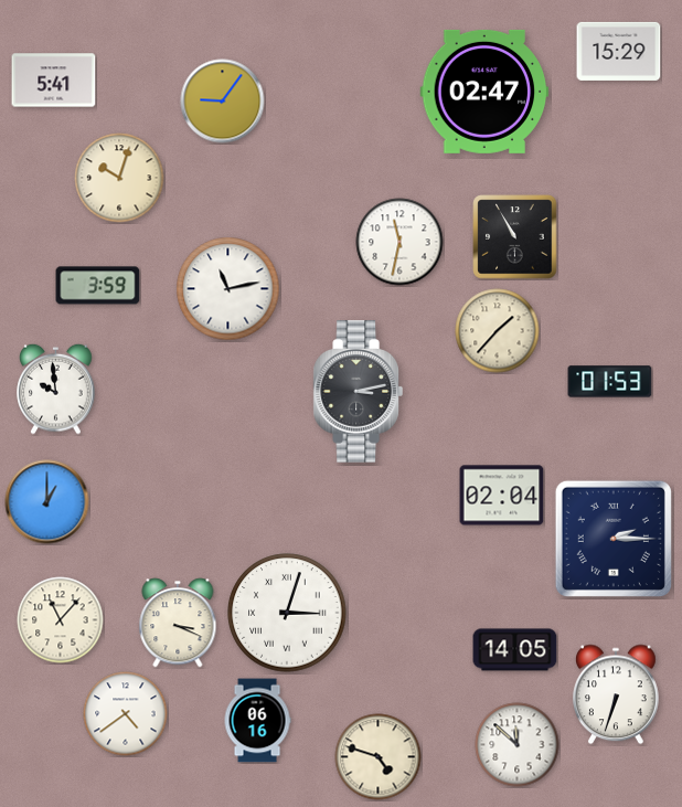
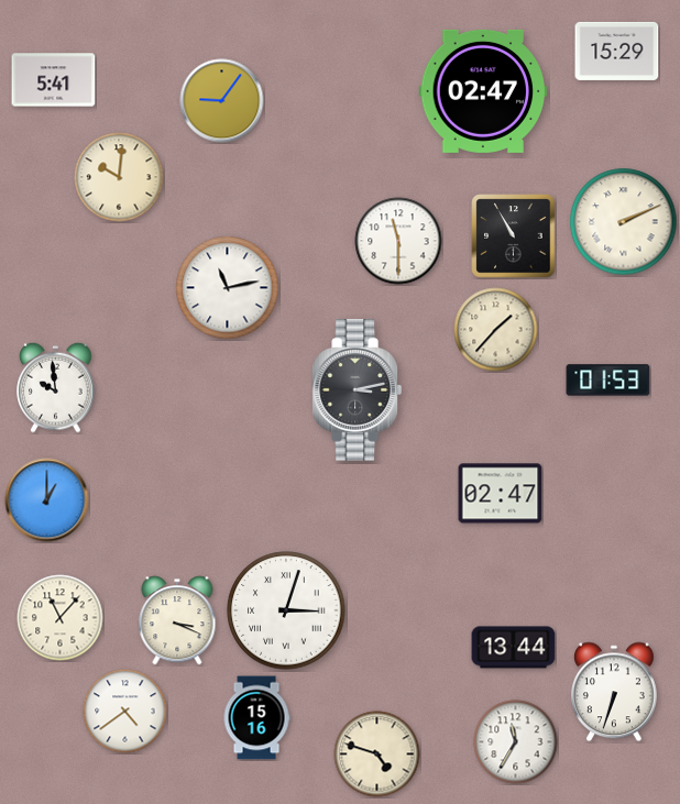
clock at (119, 178): 10:03 -> 10:01
clock at (624, 222): none -> 2:11
clock at (399, 242): 11:32 -> 11:30
clock at (98, 286): 3:59 -> none
clock at (502, 496): 02:04 -> 02:47
clock at (614, 539): 2:15 -> none
clock at (515, 650): 14:05 -> 13:44
clock at (257, 721): 06:16 -> 15:16
clock at (518, 745): 11:52 -> 11:35
